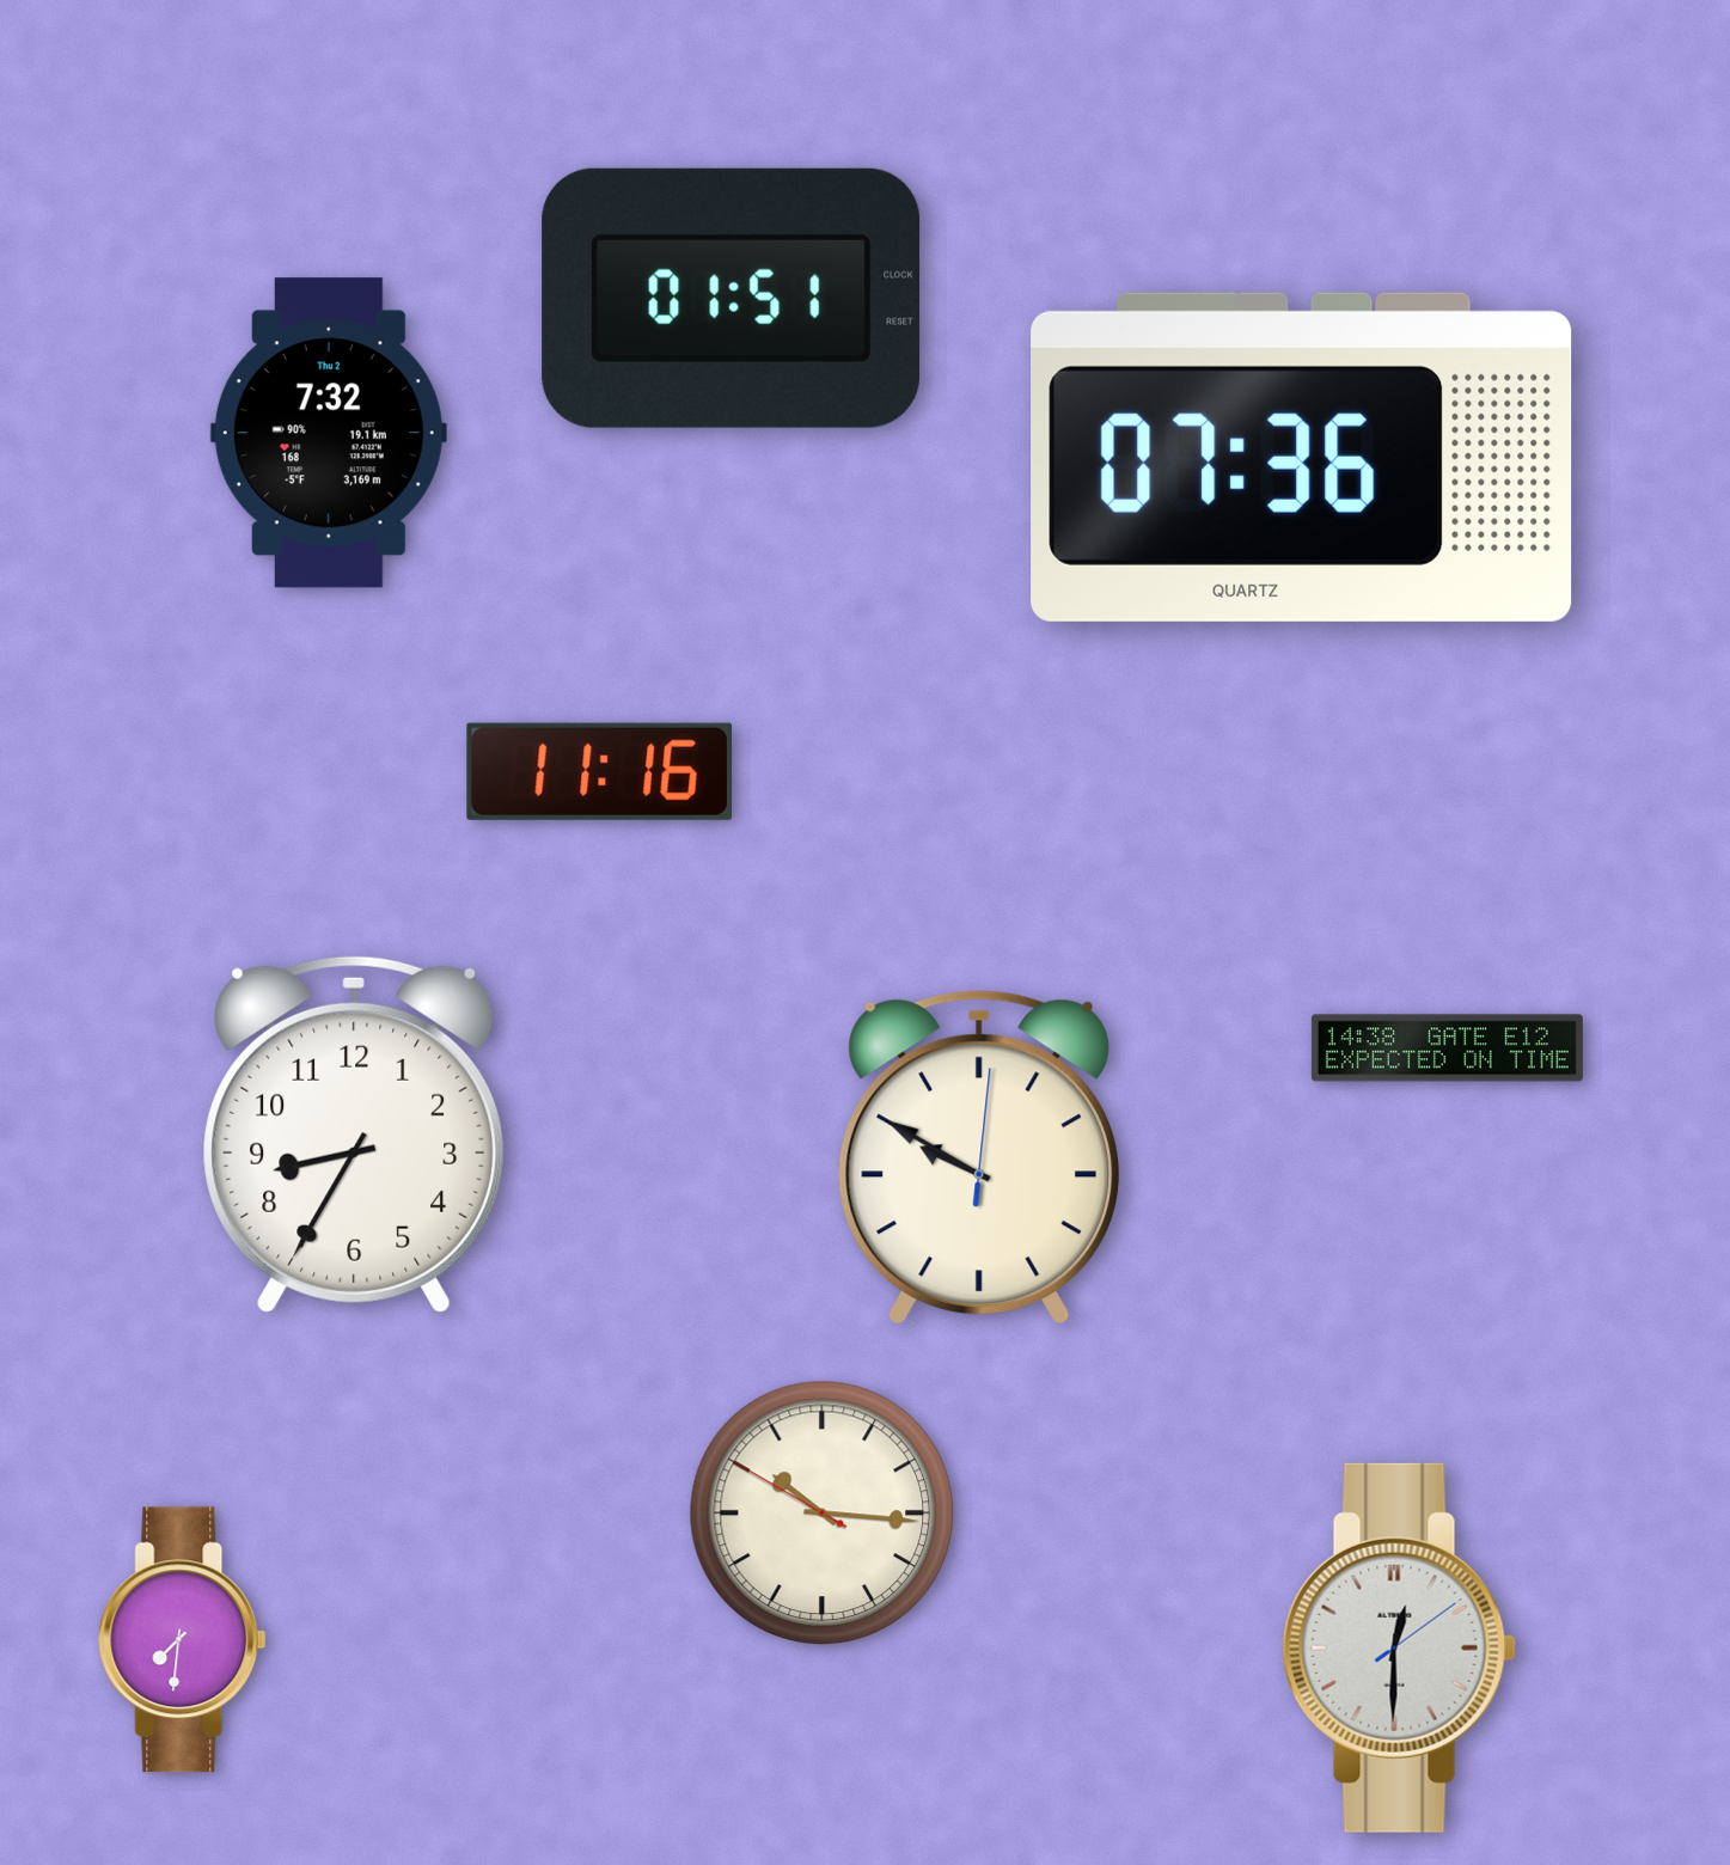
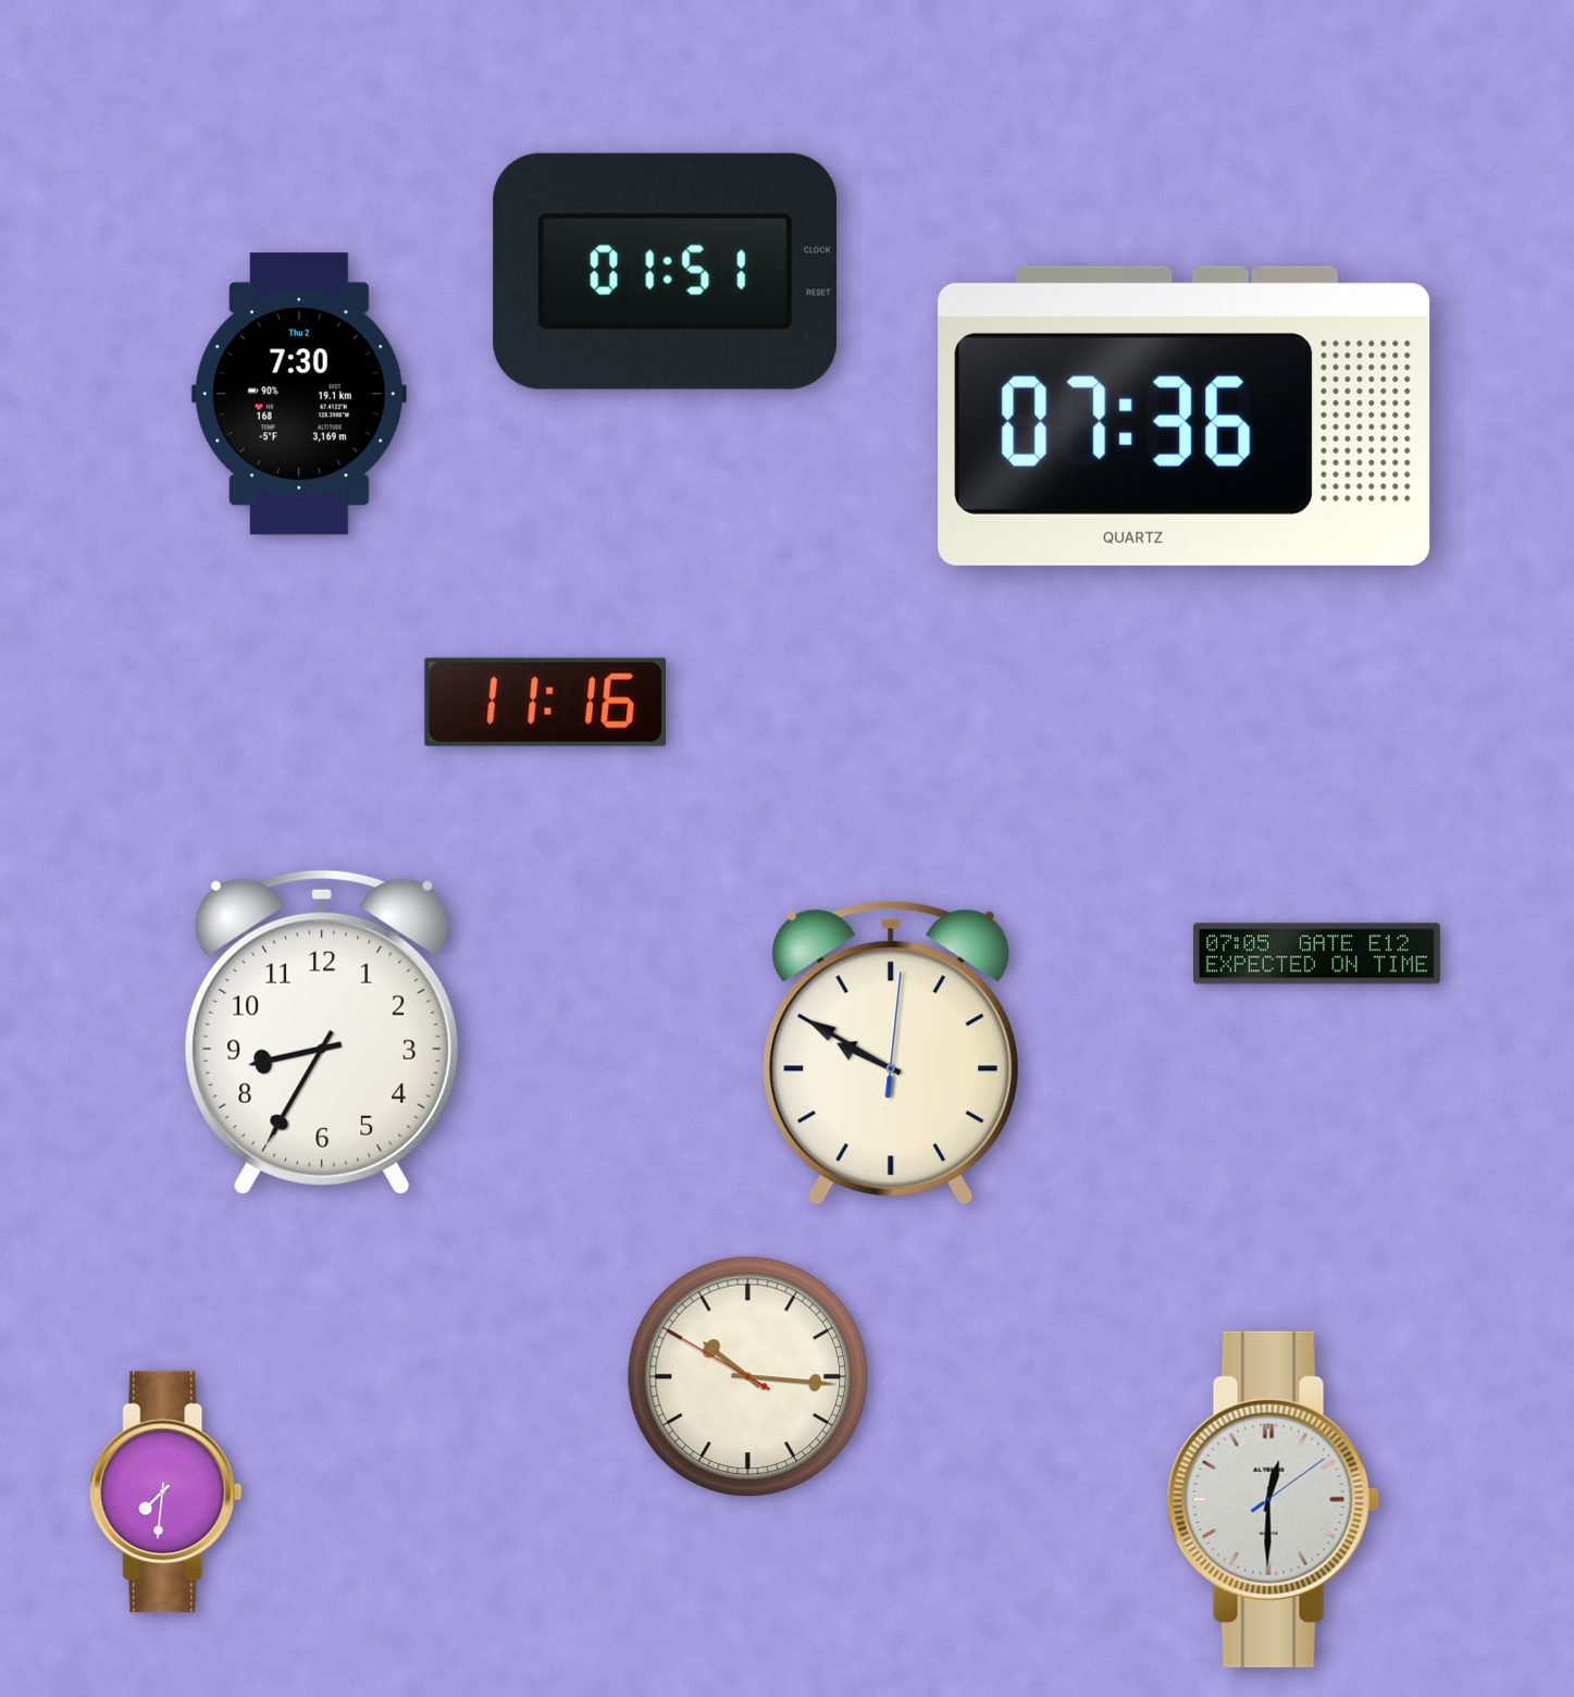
clock at (329, 433): 7:32 -> 7:30
clock at (1447, 1048): 14:38 -> 07:05
